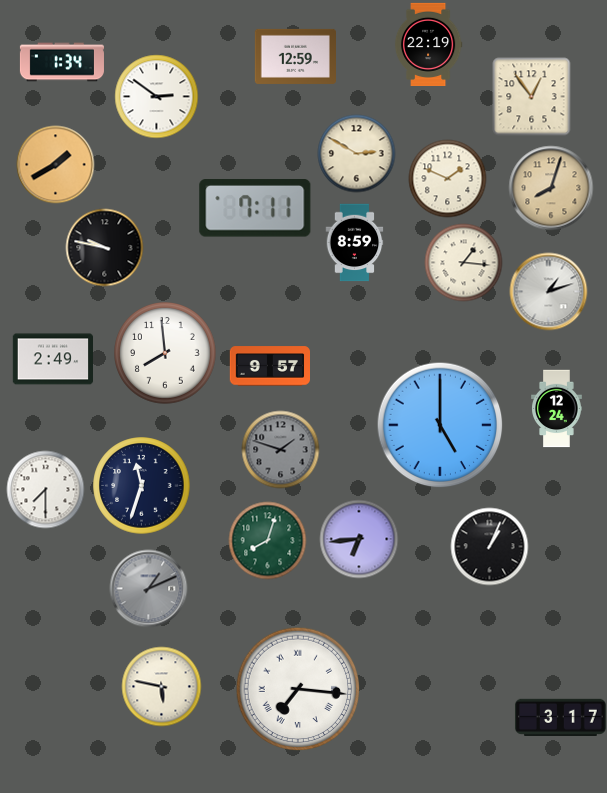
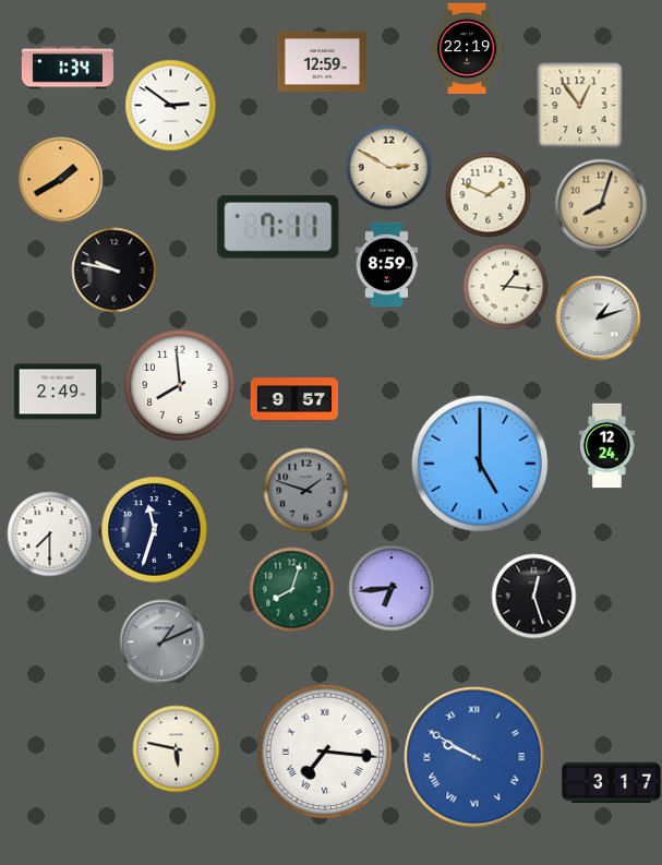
clock at (489, 546): 1:04 -> 12:27
clock at (474, 757): none -> 9:50
